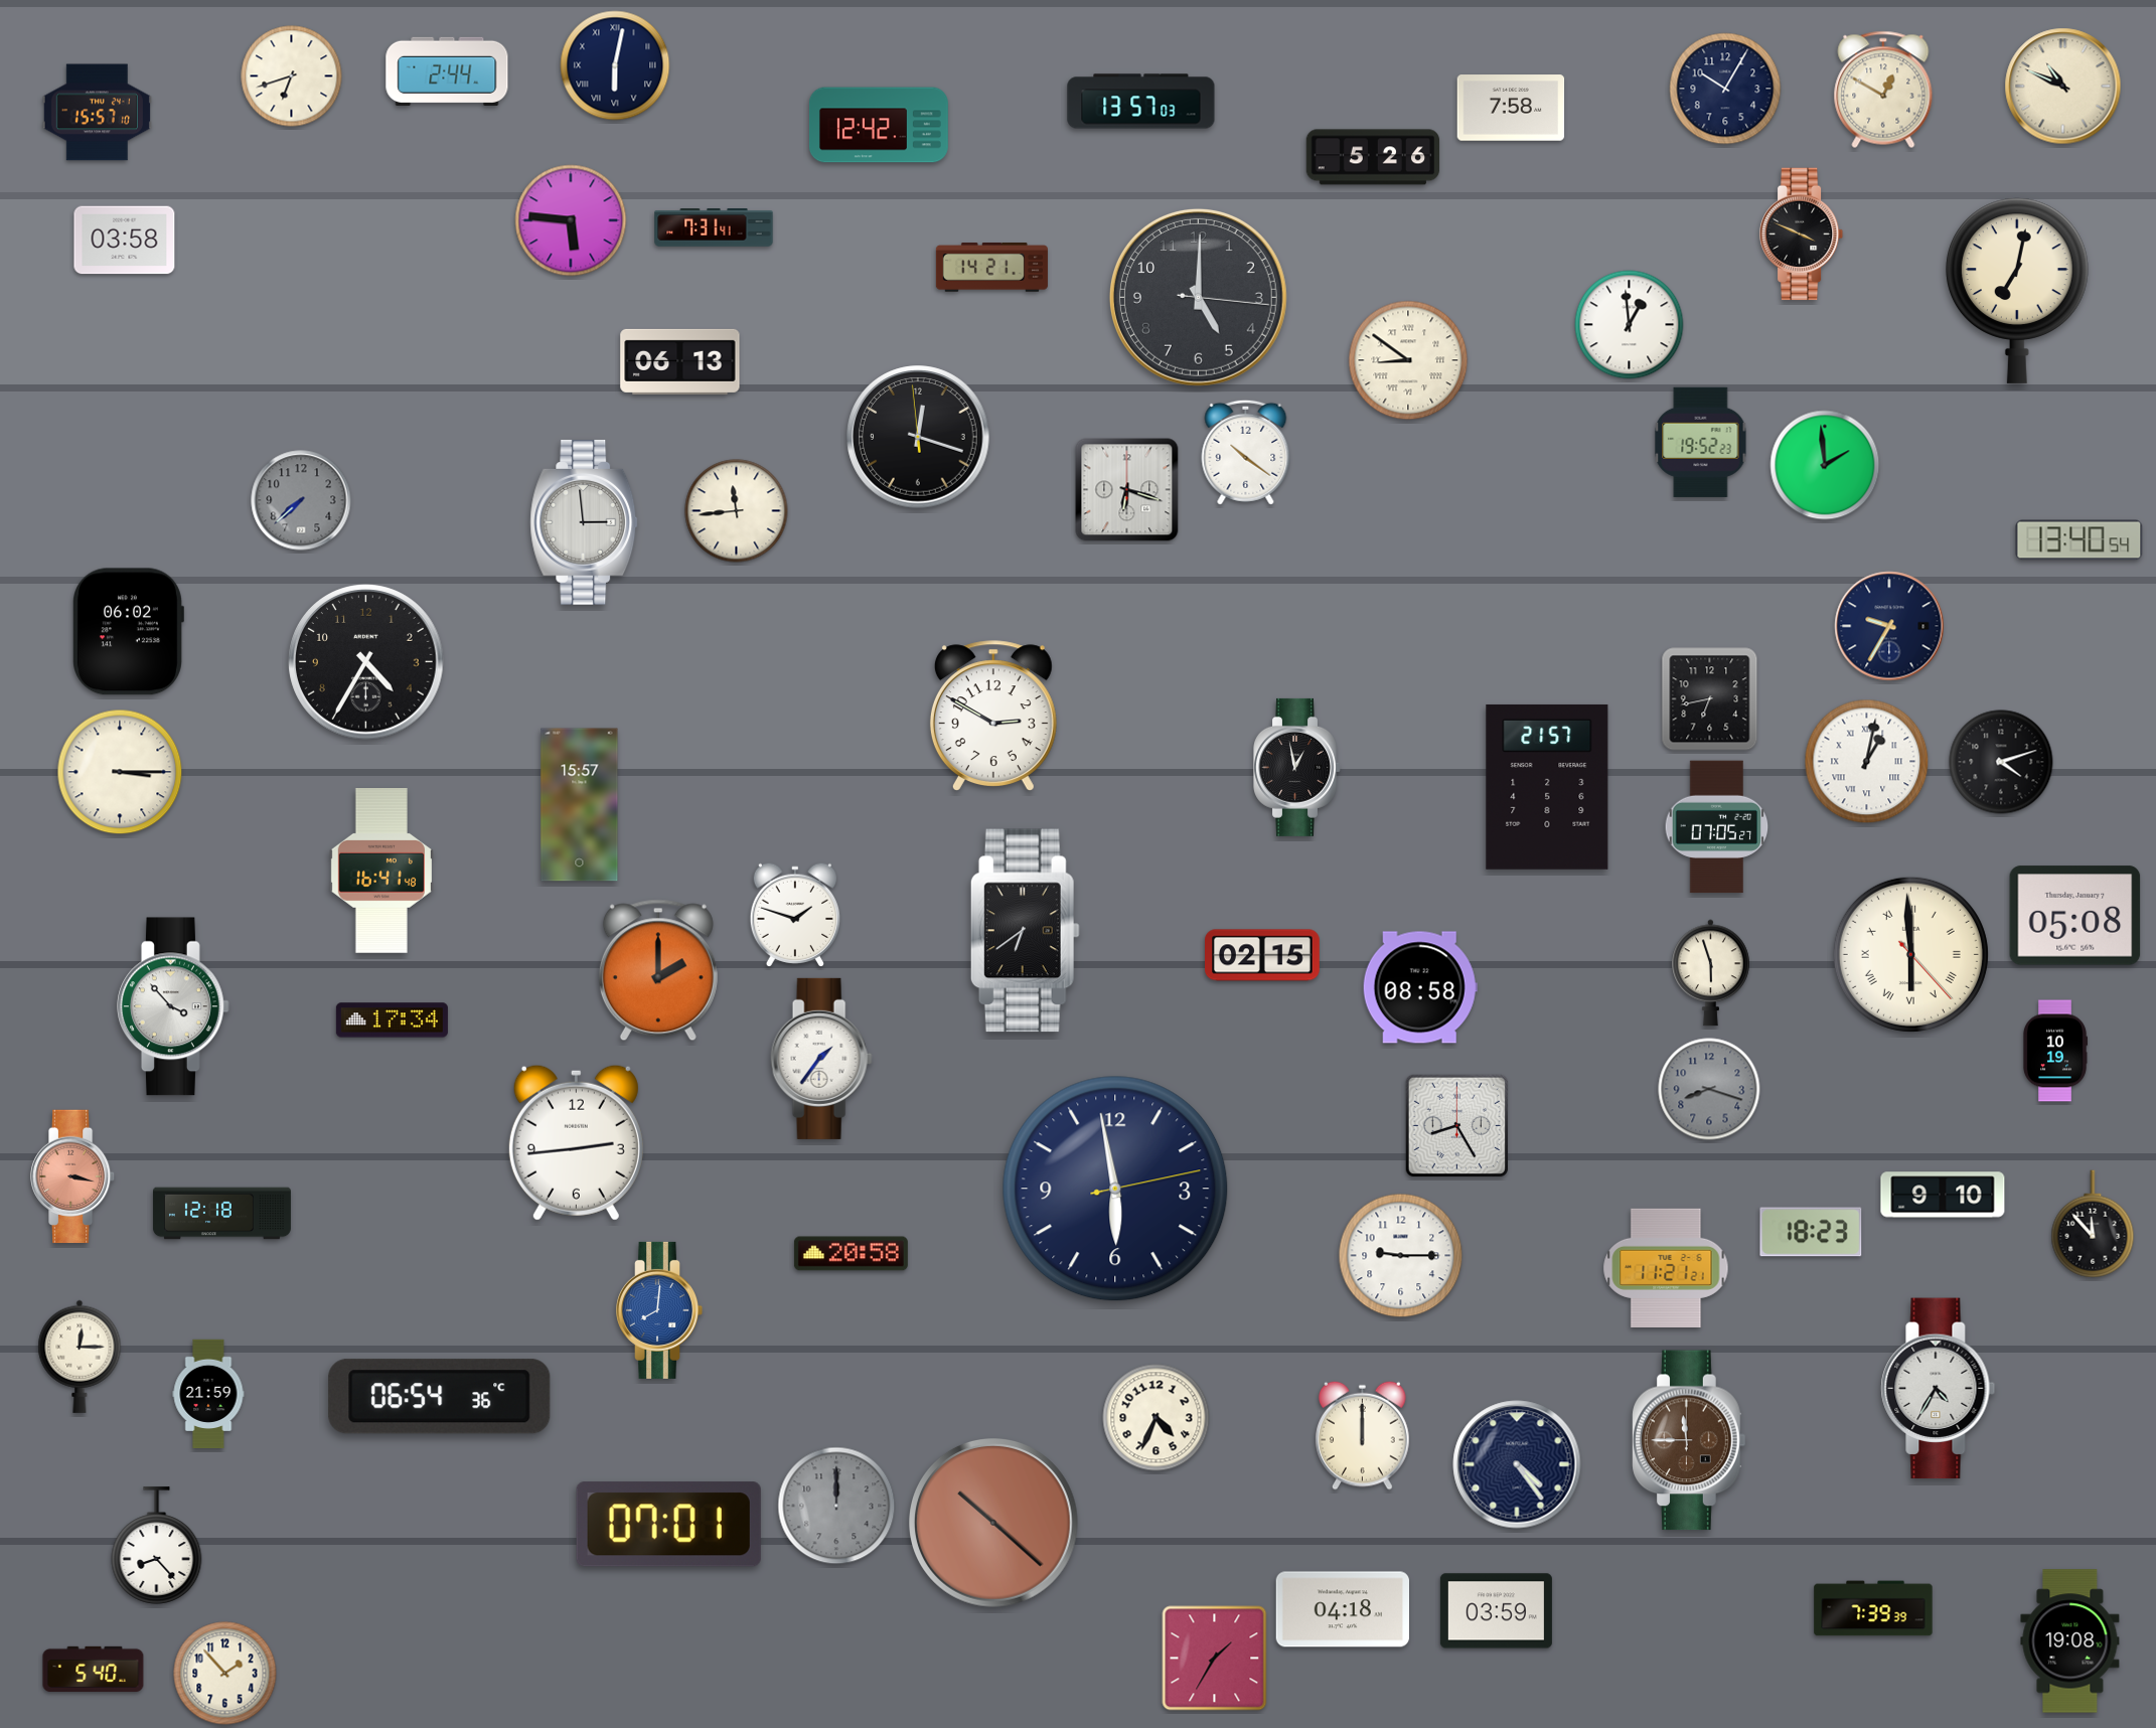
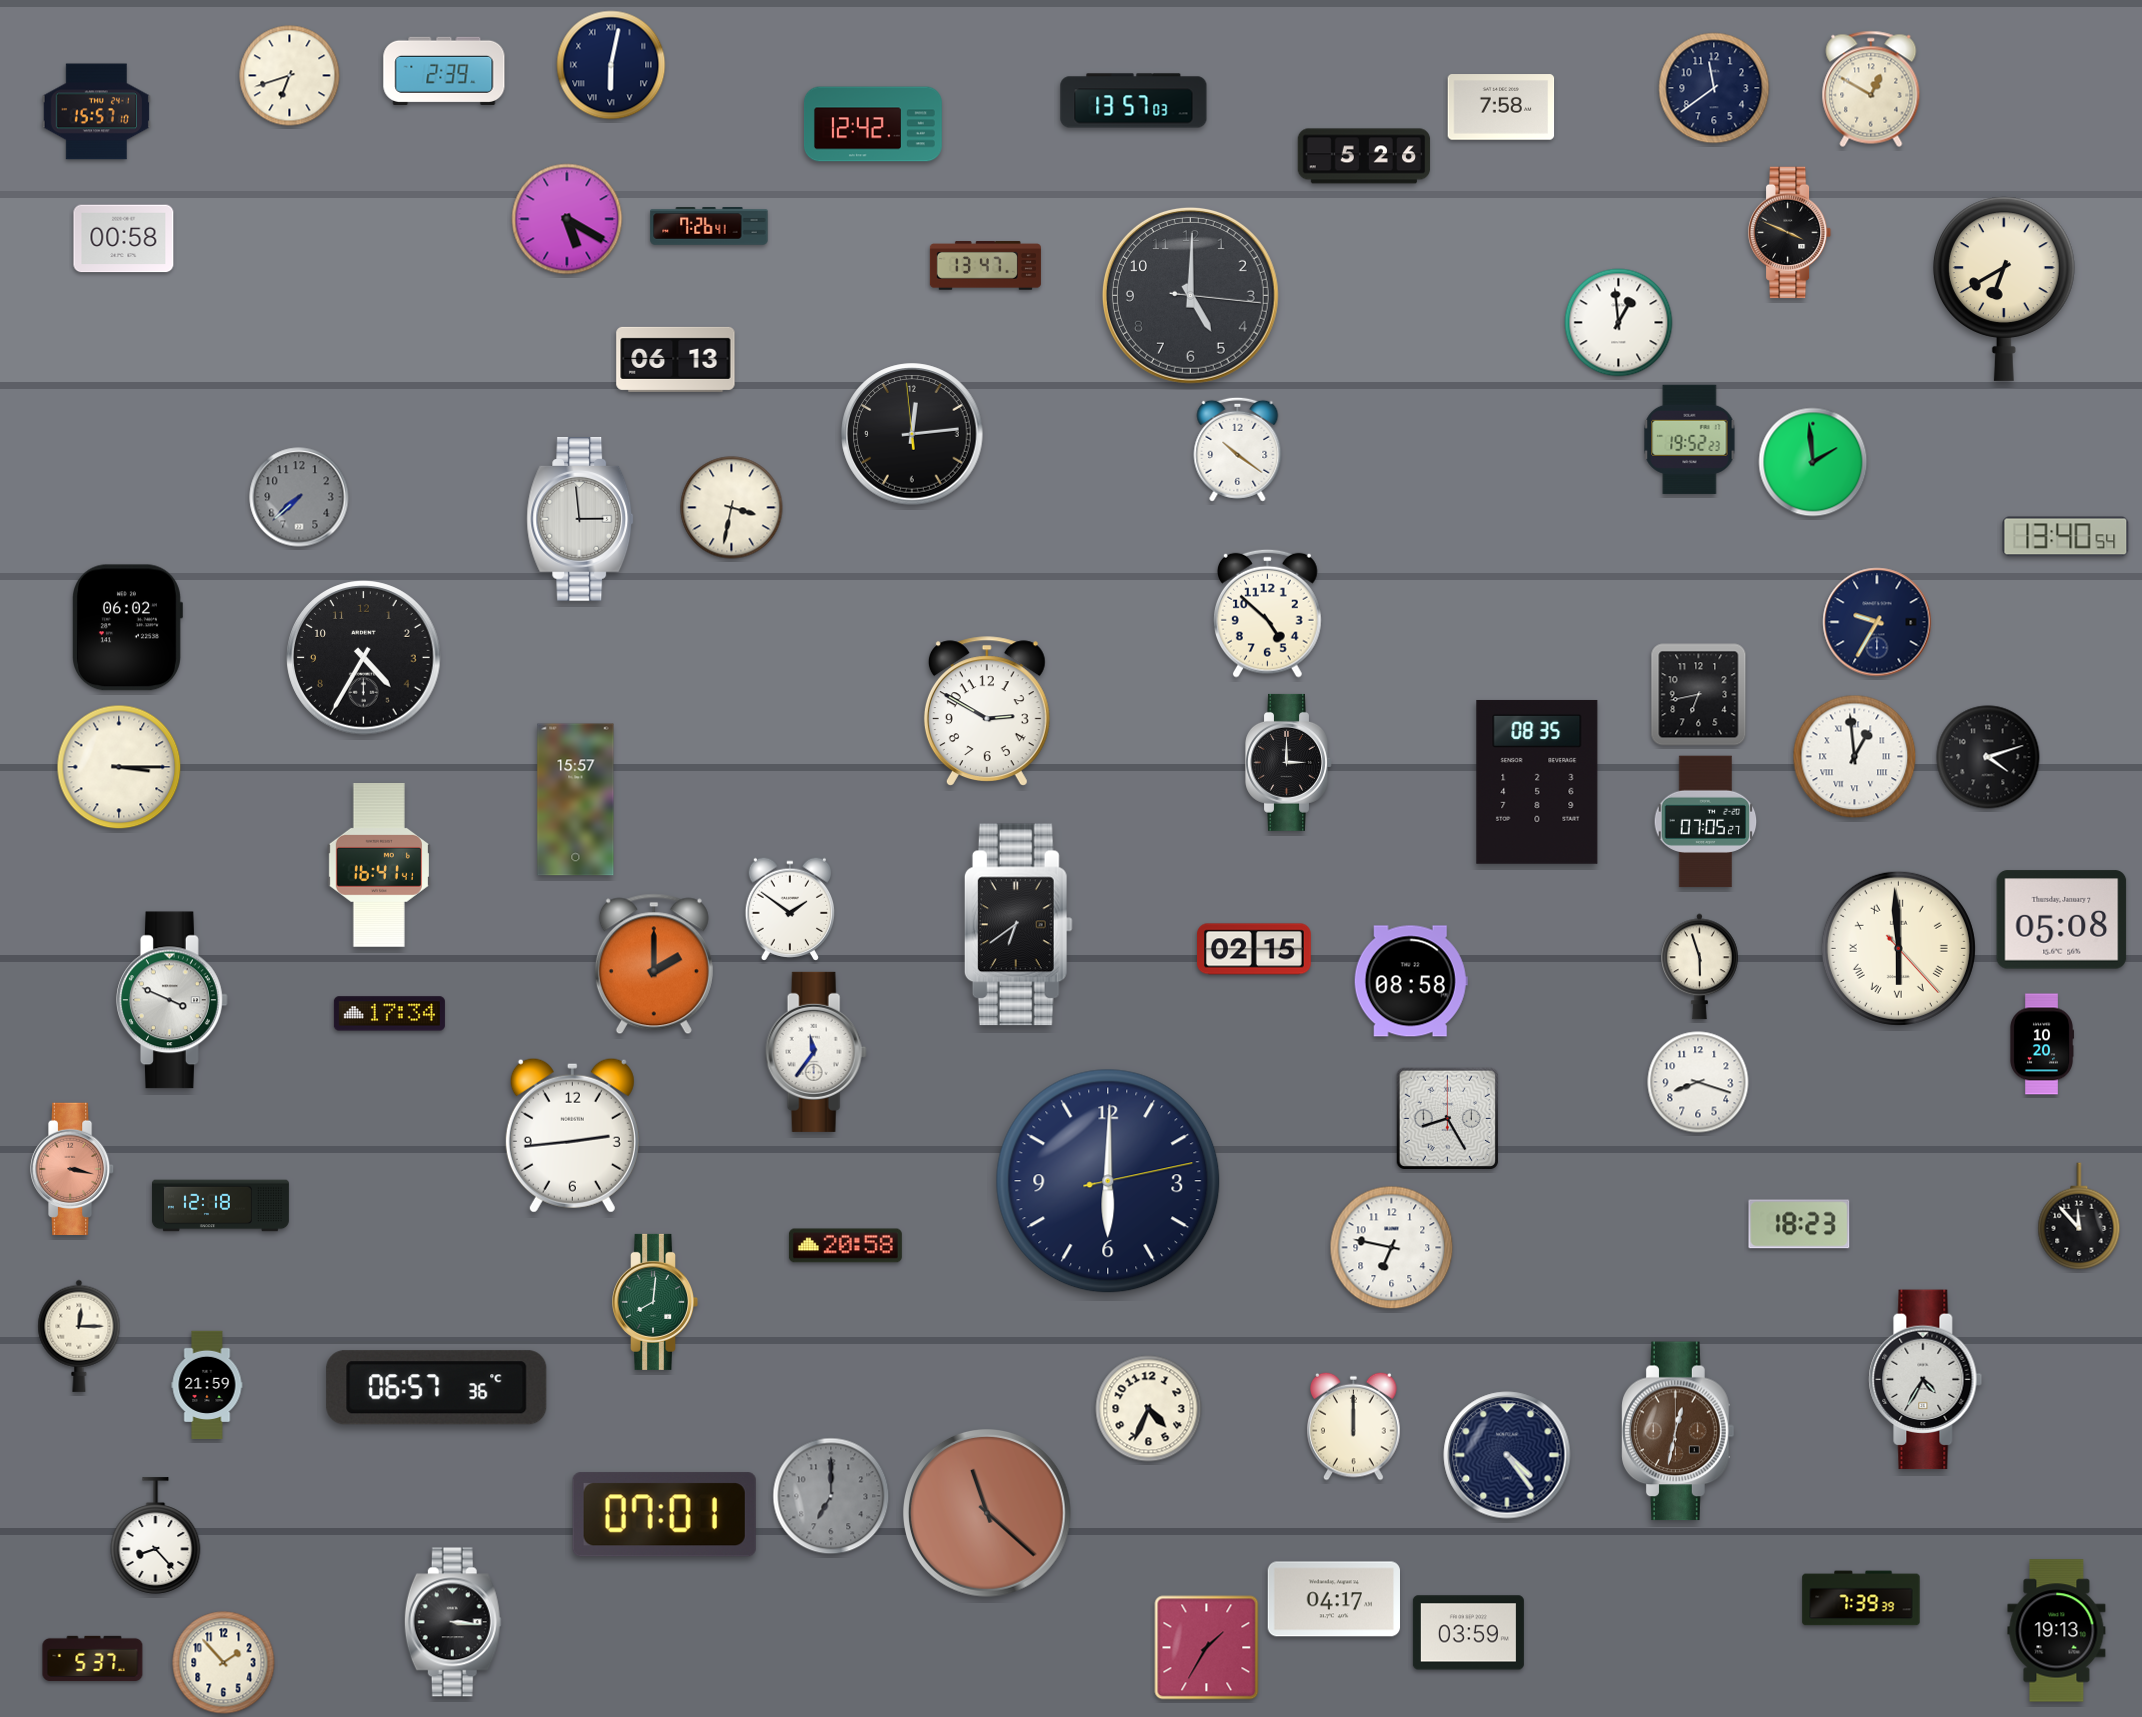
clock at (447, 71): 2:44 -> 2:39
clock at (2063, 87): 10:49 -> none
clock at (1725, 89): 10:05 -> 11:39
clock at (571, 220): 5:46 -> 5:20
clock at (714, 227): 7:31 -> 7:26
clock at (125, 241): 03:58 -> 00:58
clock at (991, 268): 14:21 -> 13:47
clock at (2017, 291): 7:02 -> 6:40
clock at (1408, 360): 8:51 -> none
clock at (918, 437): 12:17 -> 12:13
clock at (1127, 490): 6:18 -> none
clock at (737, 511): 11:44 -> 3:32
clock at (1267, 613): none -> 4:52
clock at (1867, 762): 1:02 -> 12:59
clock at (1297, 767): 12:58 -> 3:00
clock at (1547, 787): 21:57 -> 08:35
clock at (381, 872): 16:41:48 -> 16:41:41
clock at (795, 914): 1:48 -> 1:51
clock at (2075, 916) position: (2075, 916) -> (2062, 920)
clock at (174, 1006): 3:53 -> 3:49
clock at (2054, 1051): 10:19 -> 10:20
clock at (821, 1059): 1:36 -> 11:36
clock at (1709, 1089) dial: grey -> white
clock at (1115, 1189): 5:58 -> 6:00
clock at (1943, 1195): 9:10 -> none
clock at (1401, 1256): 9:15 -> 6:47
clock at (1666, 1268): 11:21 -> none
clock at (659, 1310) dial: blue -> green
clock at (80, 1357) position: (80, 1357) -> (79, 1336)
clock at (440, 1397): 06:54 -> 06:57
clock at (1689, 1440): 11:45 -> 12:32
clock at (836, 1506): 12:00 -> 7:00
clock at (994, 1524): 10:22 -> 11:22
clock at (1342, 1609): 04:18 -> 04:17
clock at (1496, 1611) position: (1496, 1611) -> (1468, 1633)
clock at (453, 1622): none -> 3:16
clock at (2070, 1641): 19:08 -> 19:13
clock at (94, 1669): 5:40 -> 5:37
